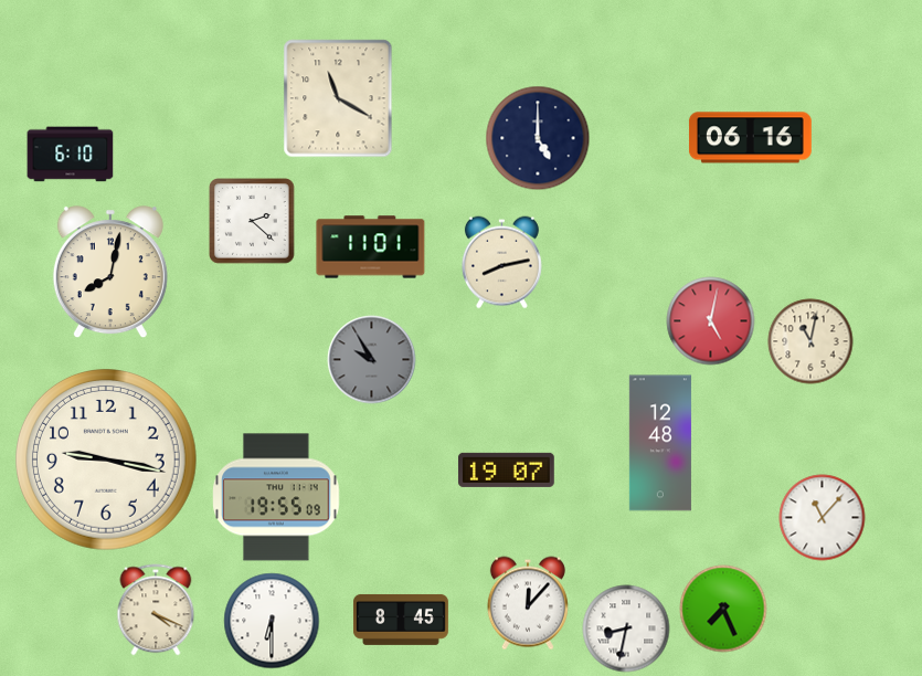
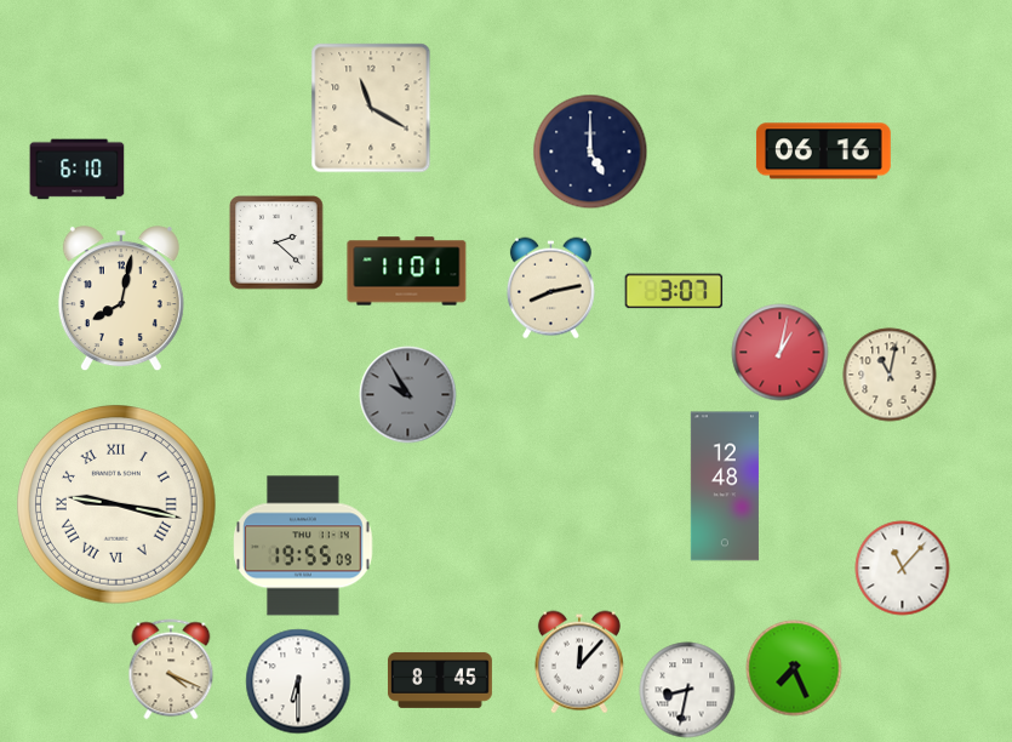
clock at (674, 291): none -> 3:07
clock at (711, 321): 5:02 -> 1:02
clock at (107, 461) numerals: Arabic -> Roman
clock at (506, 469): 19:07 -> none
